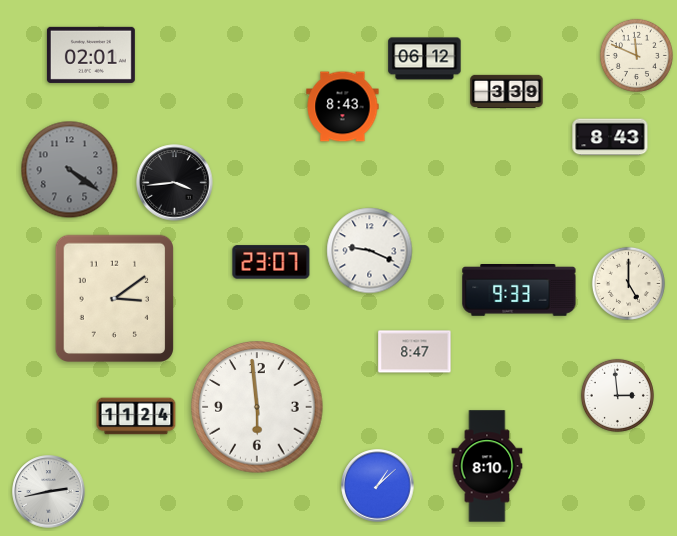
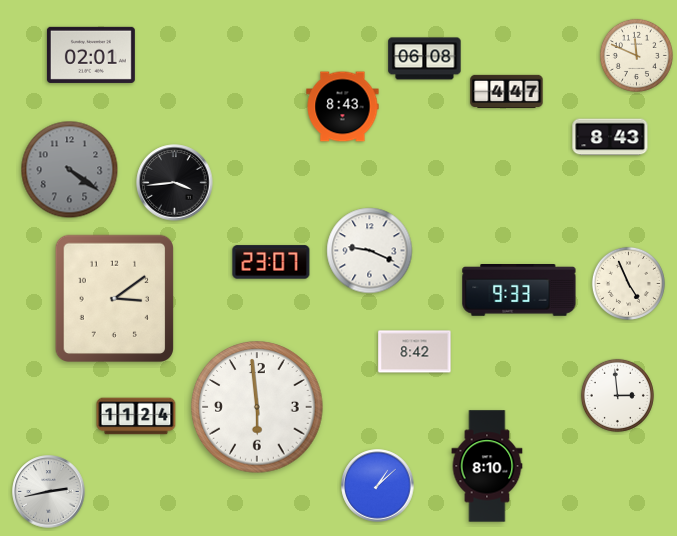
clock at (425, 59): 06:12 -> 06:08
clock at (507, 91): 3:39 -> 4:47
clock at (628, 283): 5:00 -> 4:56
clock at (415, 352): 8:47 -> 8:42
